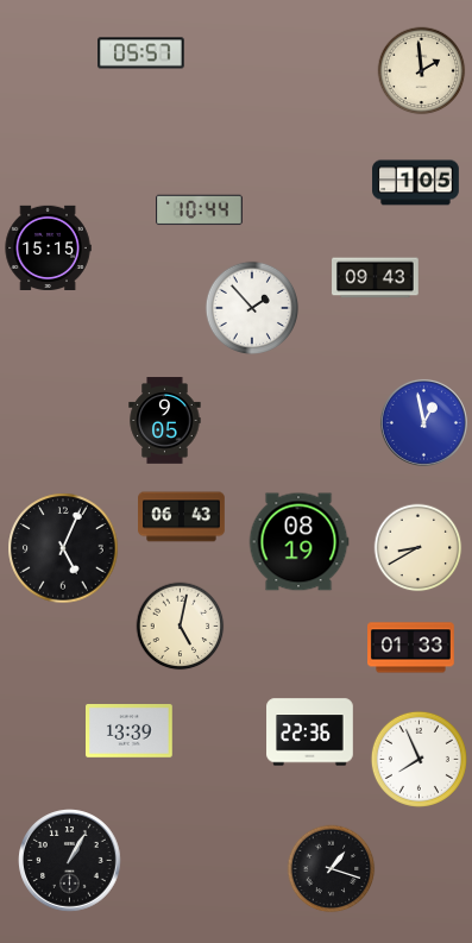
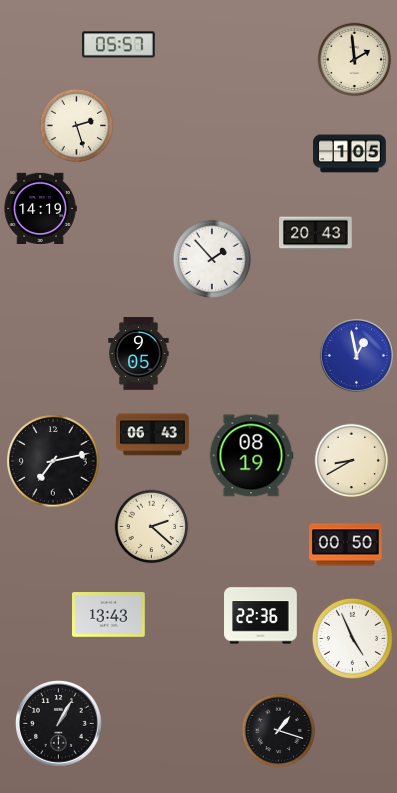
clock at (77, 126): none -> 2:27
clock at (200, 210): 10:44 -> none
clock at (48, 247): 15:15 -> 14:19
clock at (376, 278): 09:43 -> 20:43
clock at (63, 548): 5:04 -> 7:13
clock at (181, 627): 5:02 -> 2:22
clock at (411, 648): 01:33 -> 00:50
clock at (130, 731): 13:39 -> 13:43
clock at (418, 759): 7:56 -> 4:56
